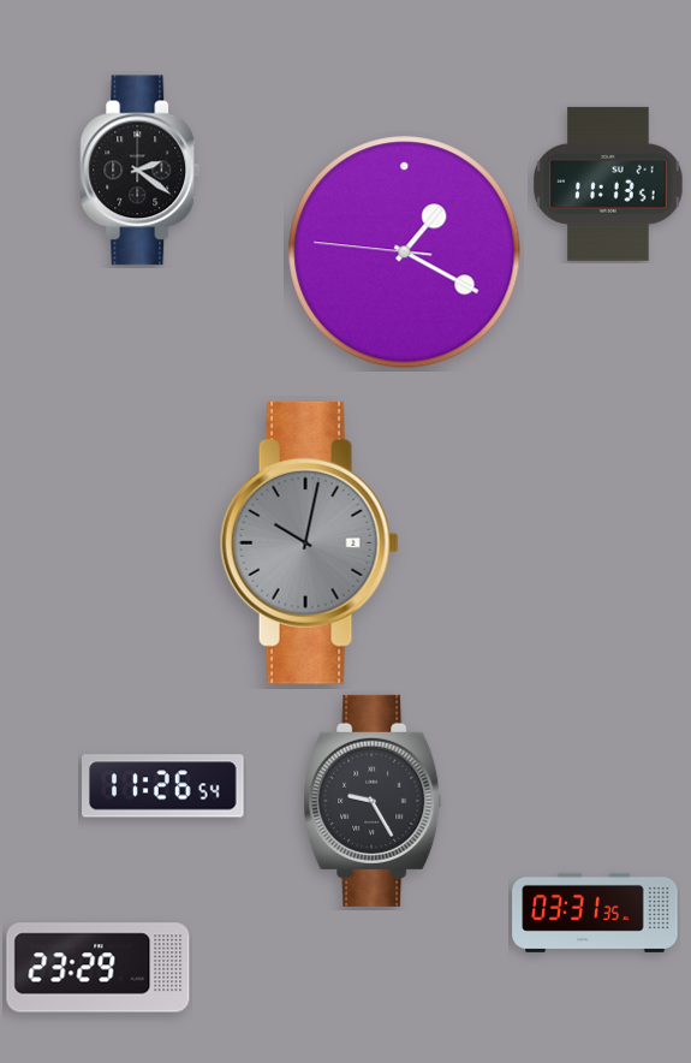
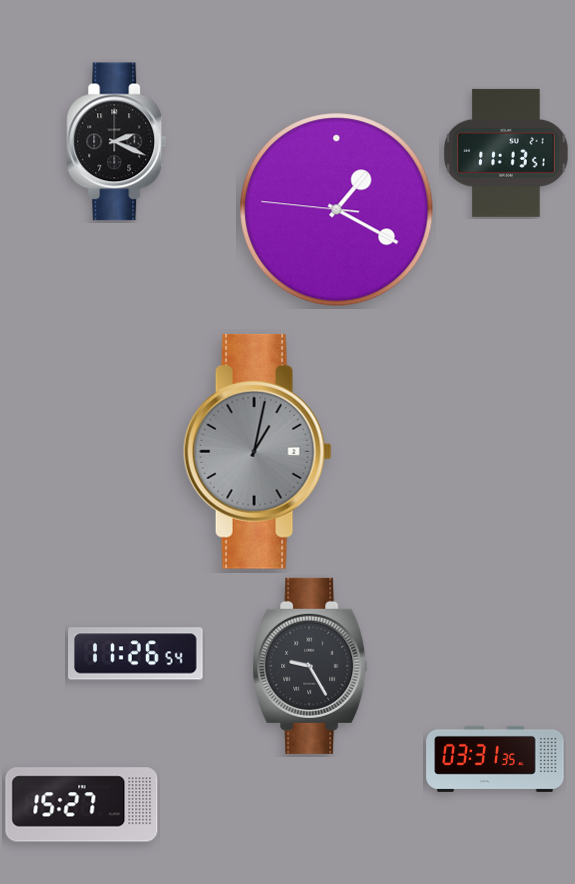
clock at (141, 171): 2:21 -> 2:19
clock at (309, 542): 10:02 -> 1:02
clock at (99, 968): 23:29 -> 15:27
